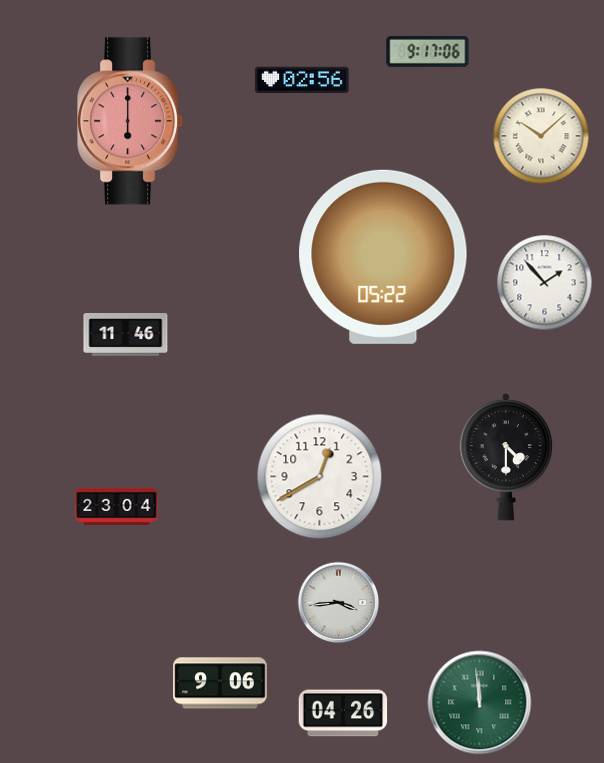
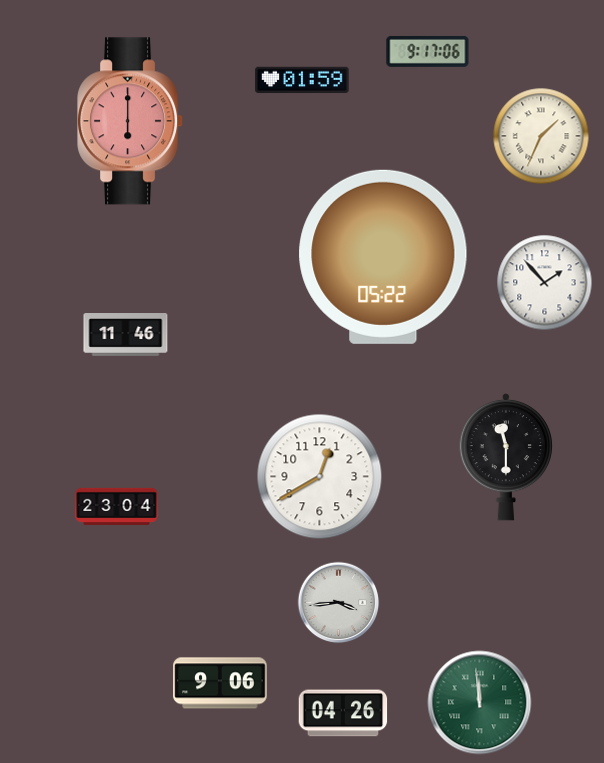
clock at (302, 80): 02:56 -> 01:59
clock at (541, 136): 10:08 -> 1:34
clock at (505, 457): 4:30 -> 11:30
